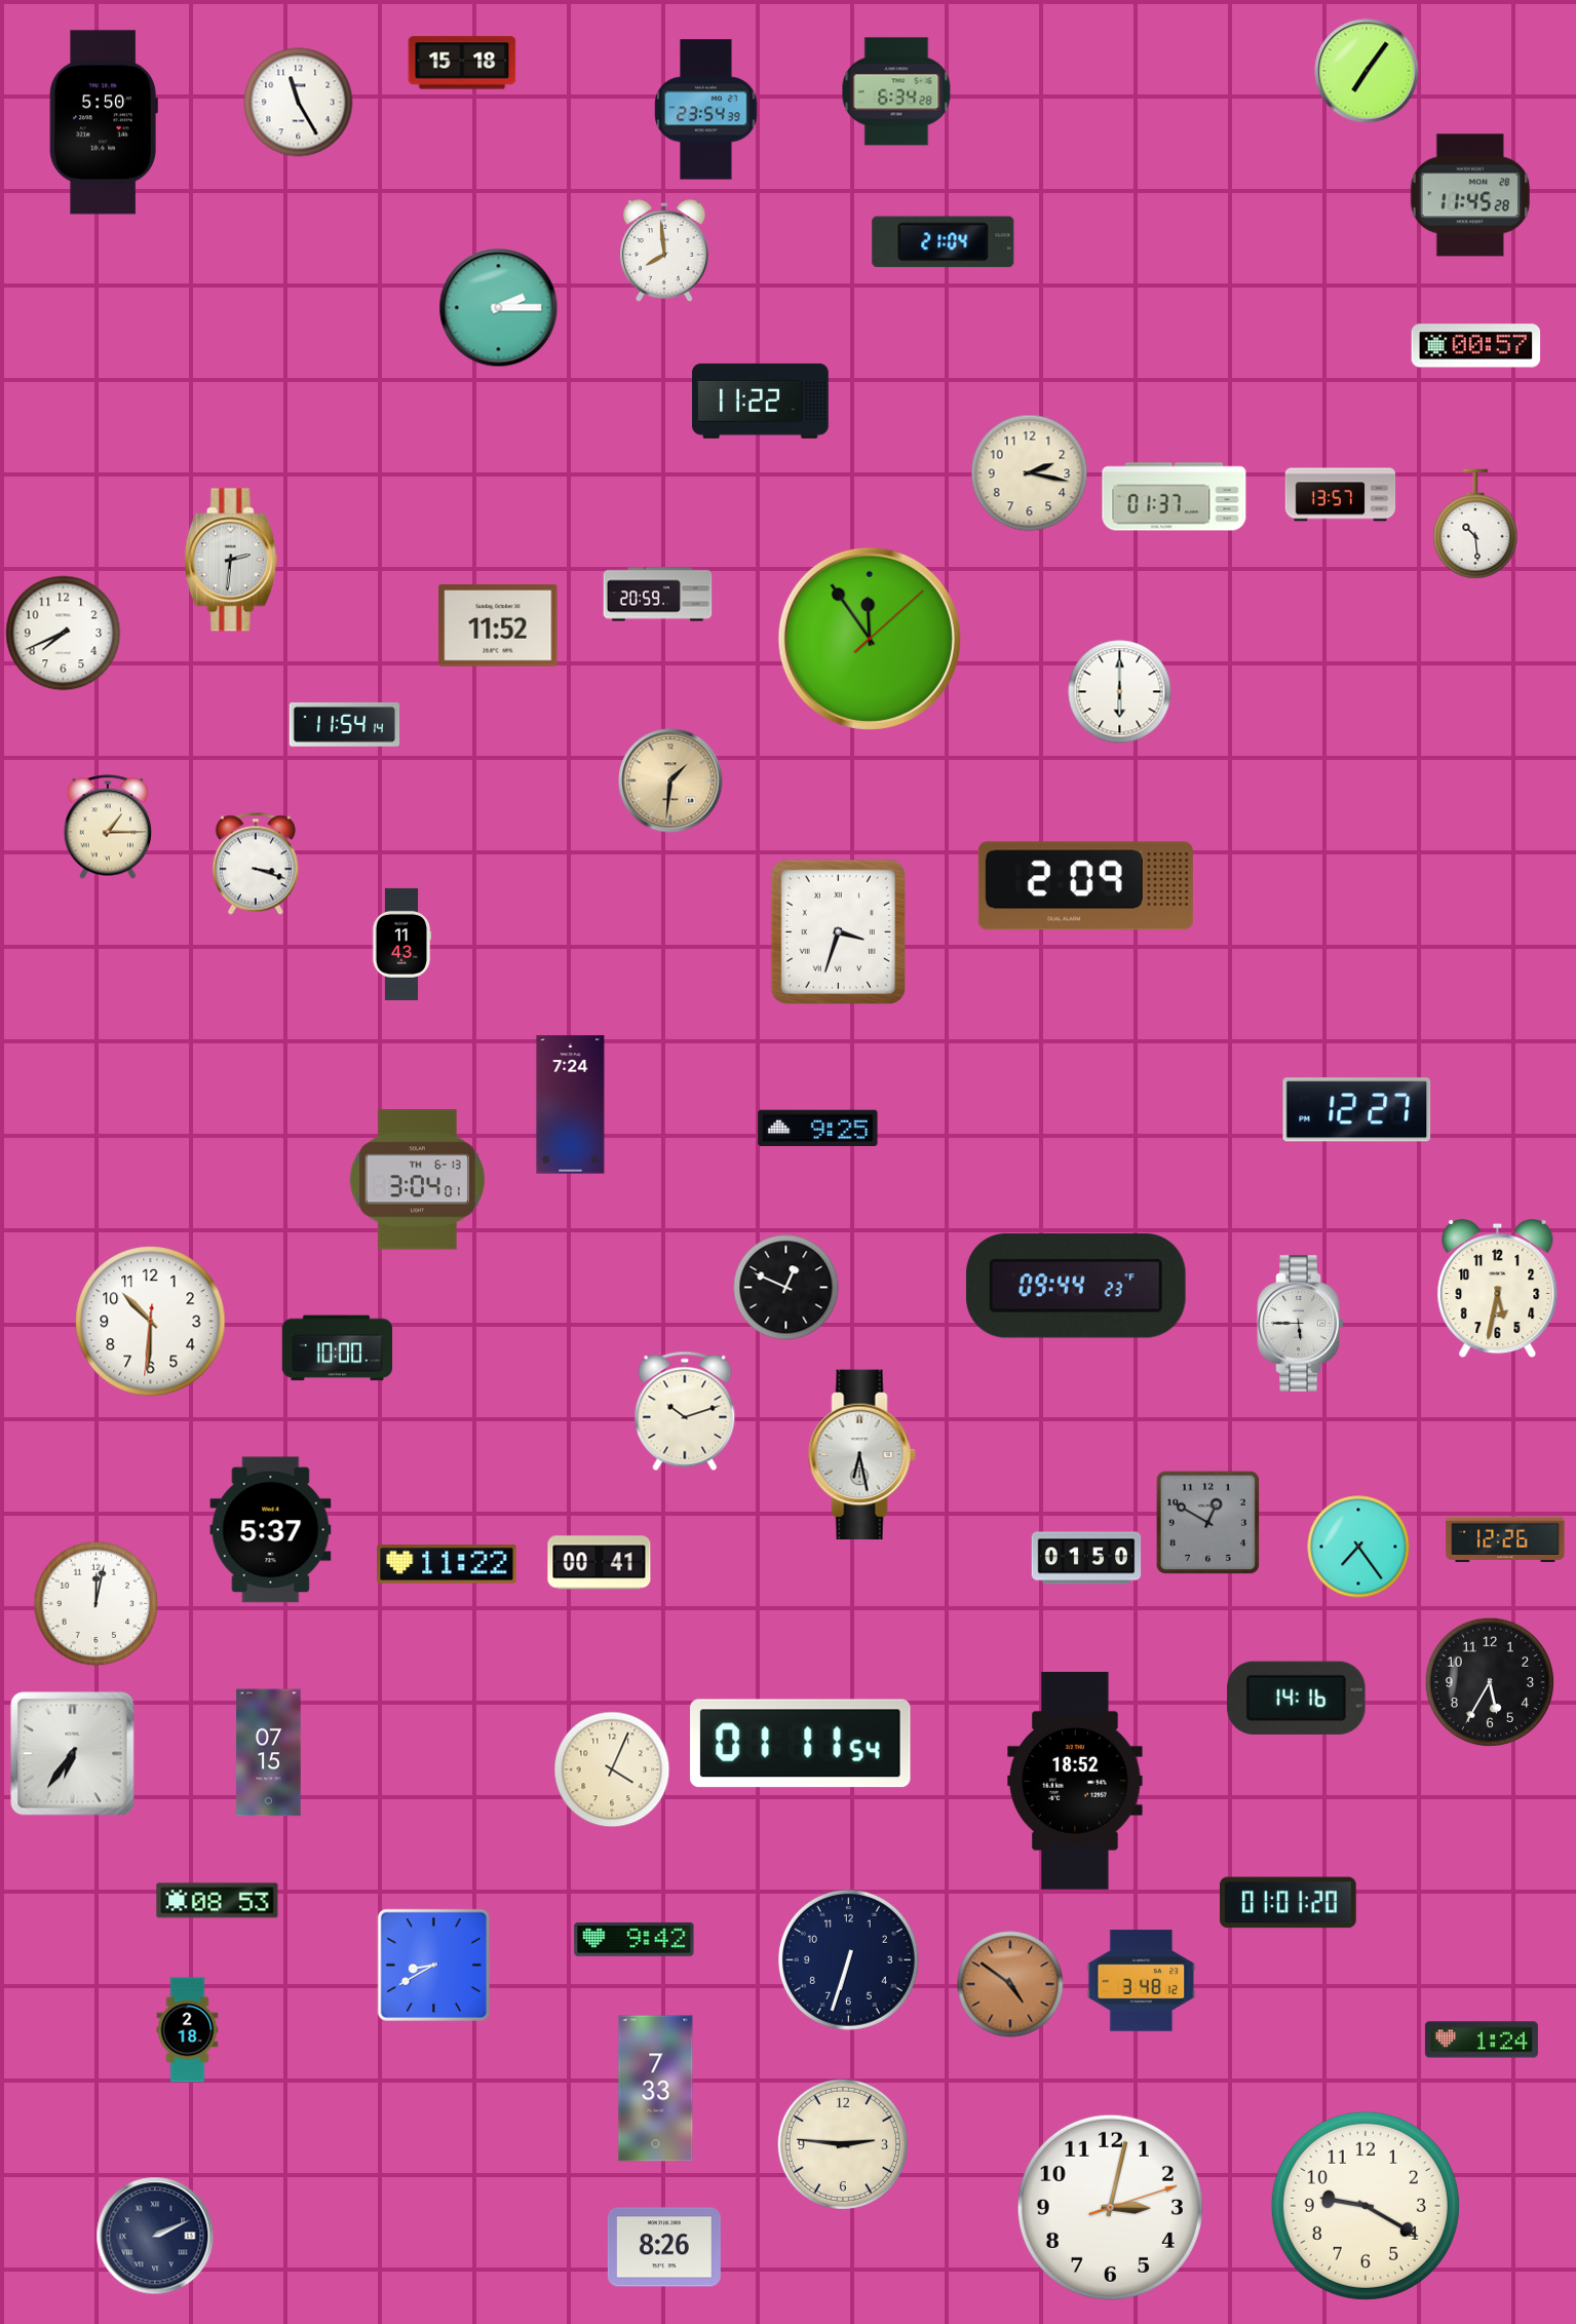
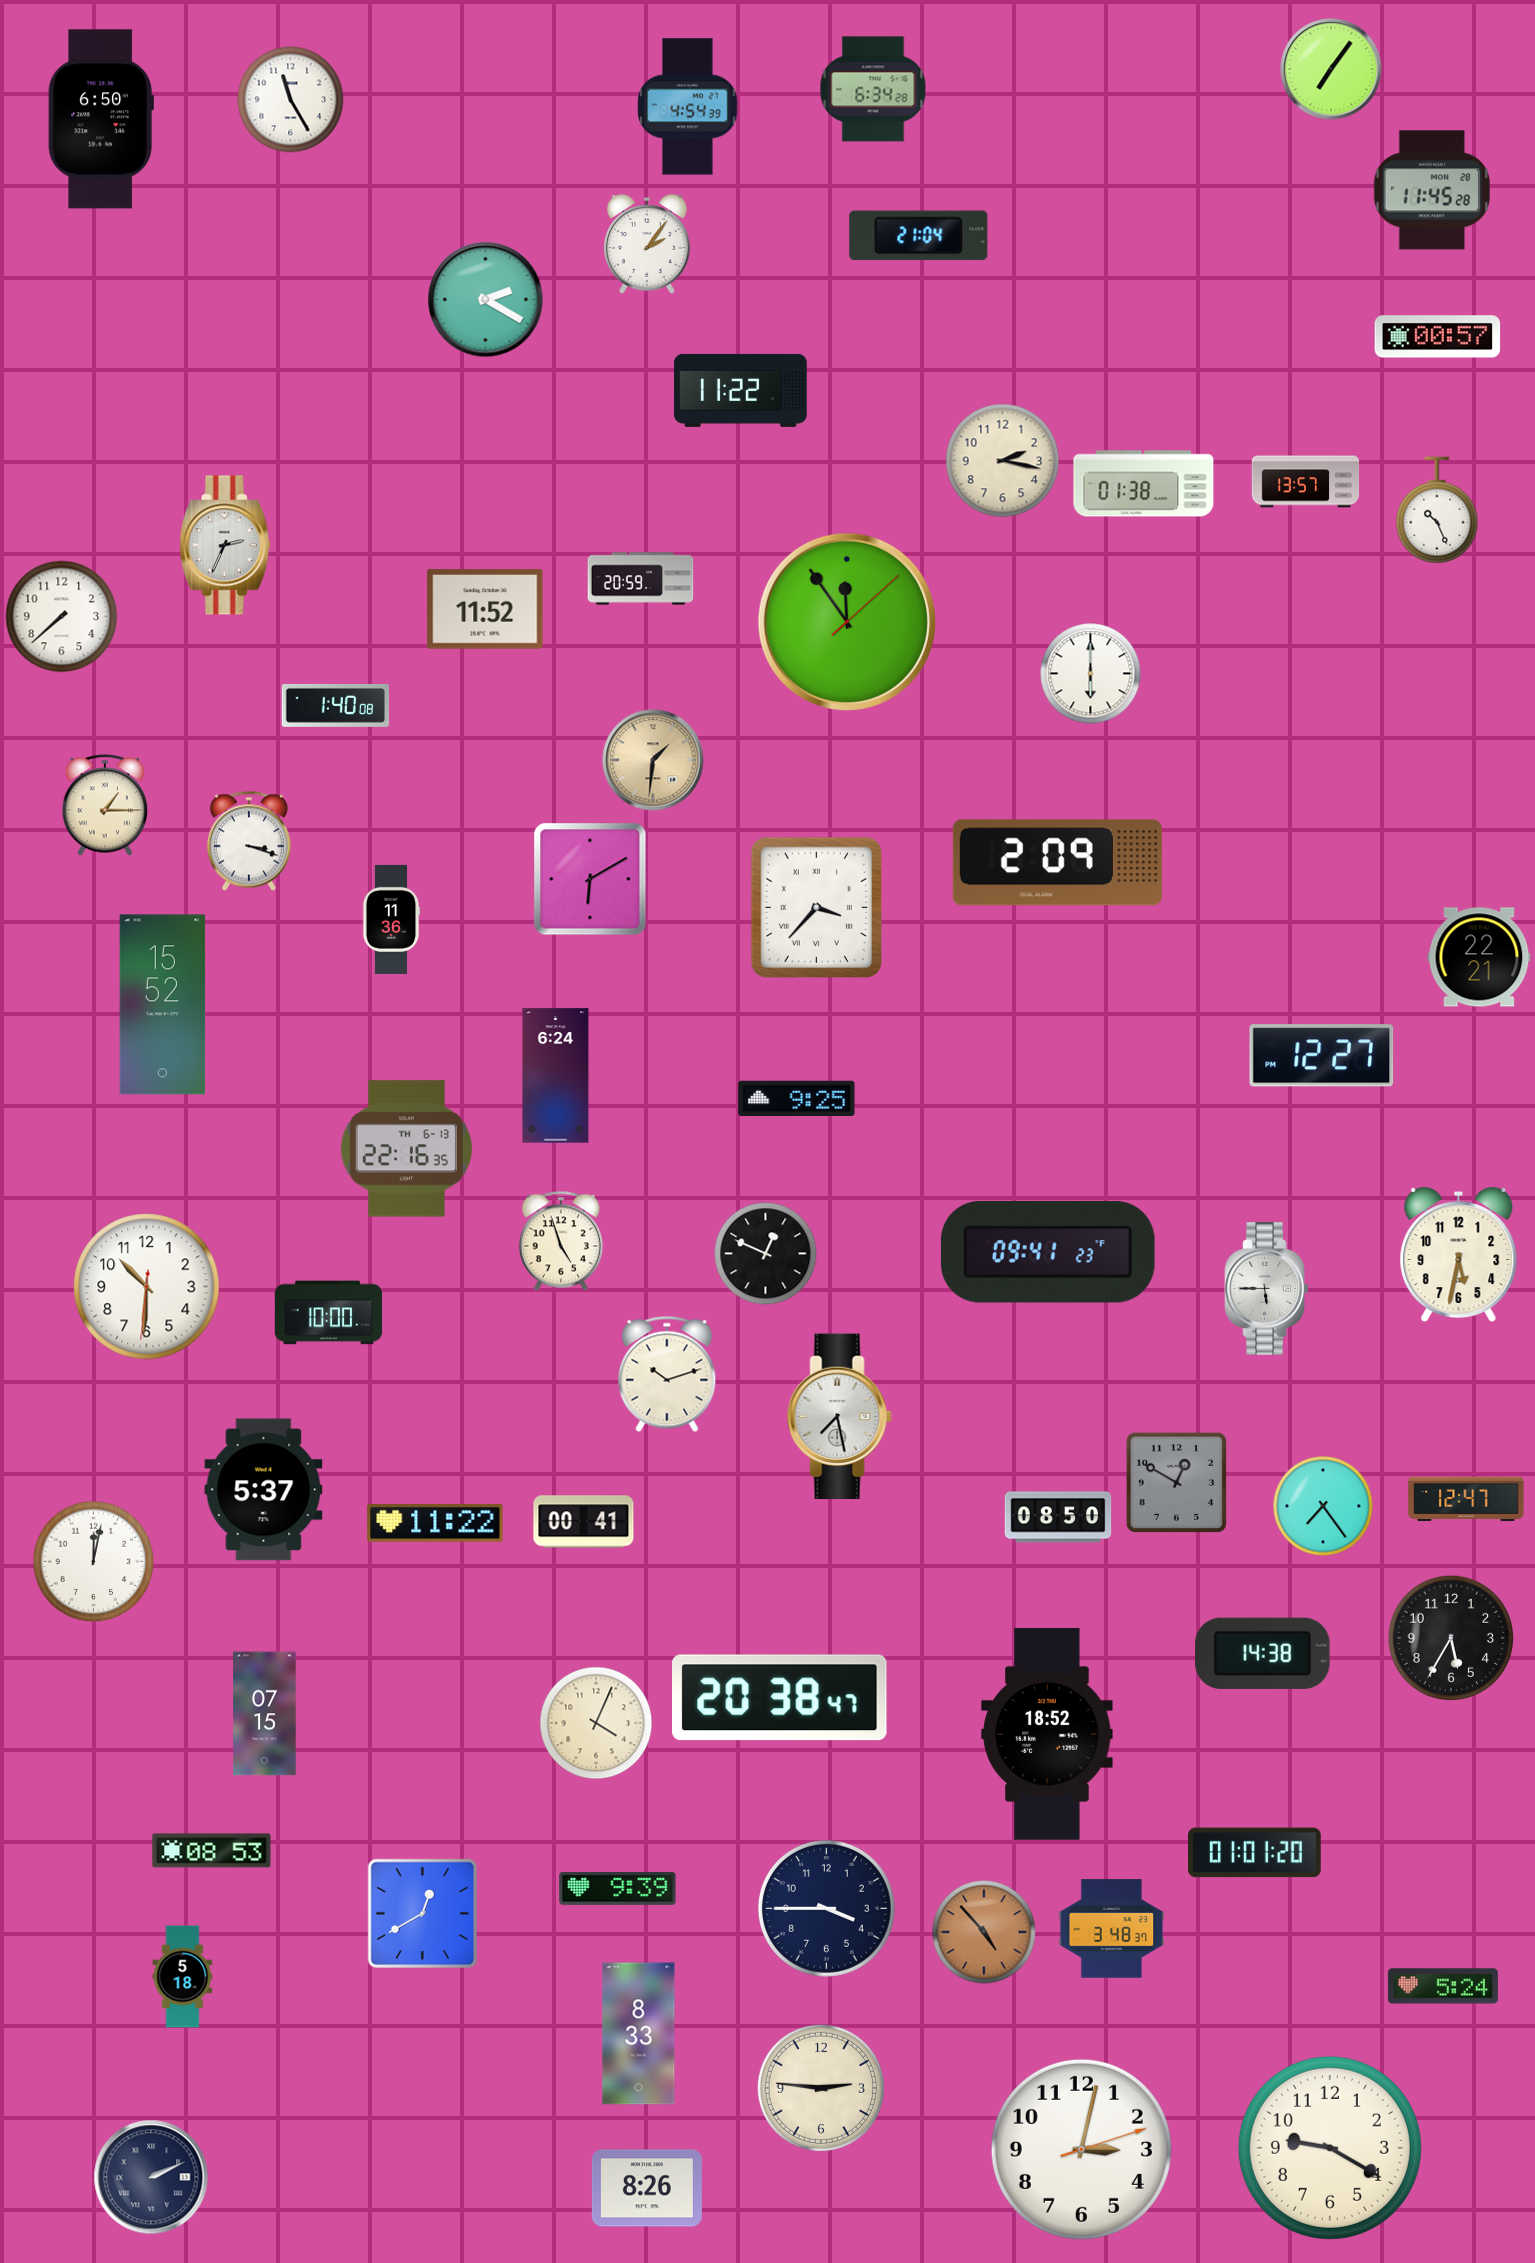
clock at (462, 63): 15:18 -> none
clock at (706, 110): 23:54 -> 4:54
clock at (104, 122): 5:50 -> 6:50
clock at (664, 251): 7:59 -> 2:06
clock at (499, 308): 2:15 -> 2:20
clock at (1175, 497): 01:37 -> 01:38
clock at (1475, 524): 10:29 -> 10:26
clock at (231, 560): 2:31 -> 2:34
clock at (64, 634): 7:41 -> 7:38
clock at (345, 724): 11:54 -> 1:40
clock at (590, 879): none -> 6:10
clock at (838, 932): 3:33 -> 3:37
clock at (401, 944): 11:43 -> 11:36
clock at (1479, 957): none -> 22:21
clock at (163, 1005): none -> 15:52
clock at (571, 1105): 7:24 -> 6:24
clock at (1357, 1110) position: (1357, 1110) -> (1322, 1056)
clock at (417, 1180): 3:04 -> 22:16
clock at (561, 1241): none -> 4:57
clock at (1076, 1286): 09:44 -> 09:41
clock at (861, 1455): 6:28 -> 7:28
clock at (1505, 1539): 12:26 -> 12:47
clock at (1086, 1558): 01:50 -> 08:50
clock at (1297, 1698): 14:16 -> 14:38
clock at (801, 1744): 01:11 -> 20:38
clock at (269, 1753) position: (269, 1753) -> (265, 1714)
clock at (73, 1754): 6:36 -> none
clock at (635, 1939): 9:42 -> 9:39
clock at (848, 1959): 6:33 -> 3:45
clock at (433, 1965): 8:40 -> 12:40
clock at (1142, 1981): 3:48:12 -> 3:48:37
clock at (1010, 1984): 4:51 -> 4:53
clock at (188, 2030): 2:18 -> 5:18
clock at (1482, 2040): 1:24 -> 5:24
clock at (656, 2089): 7:33 -> 8:33
